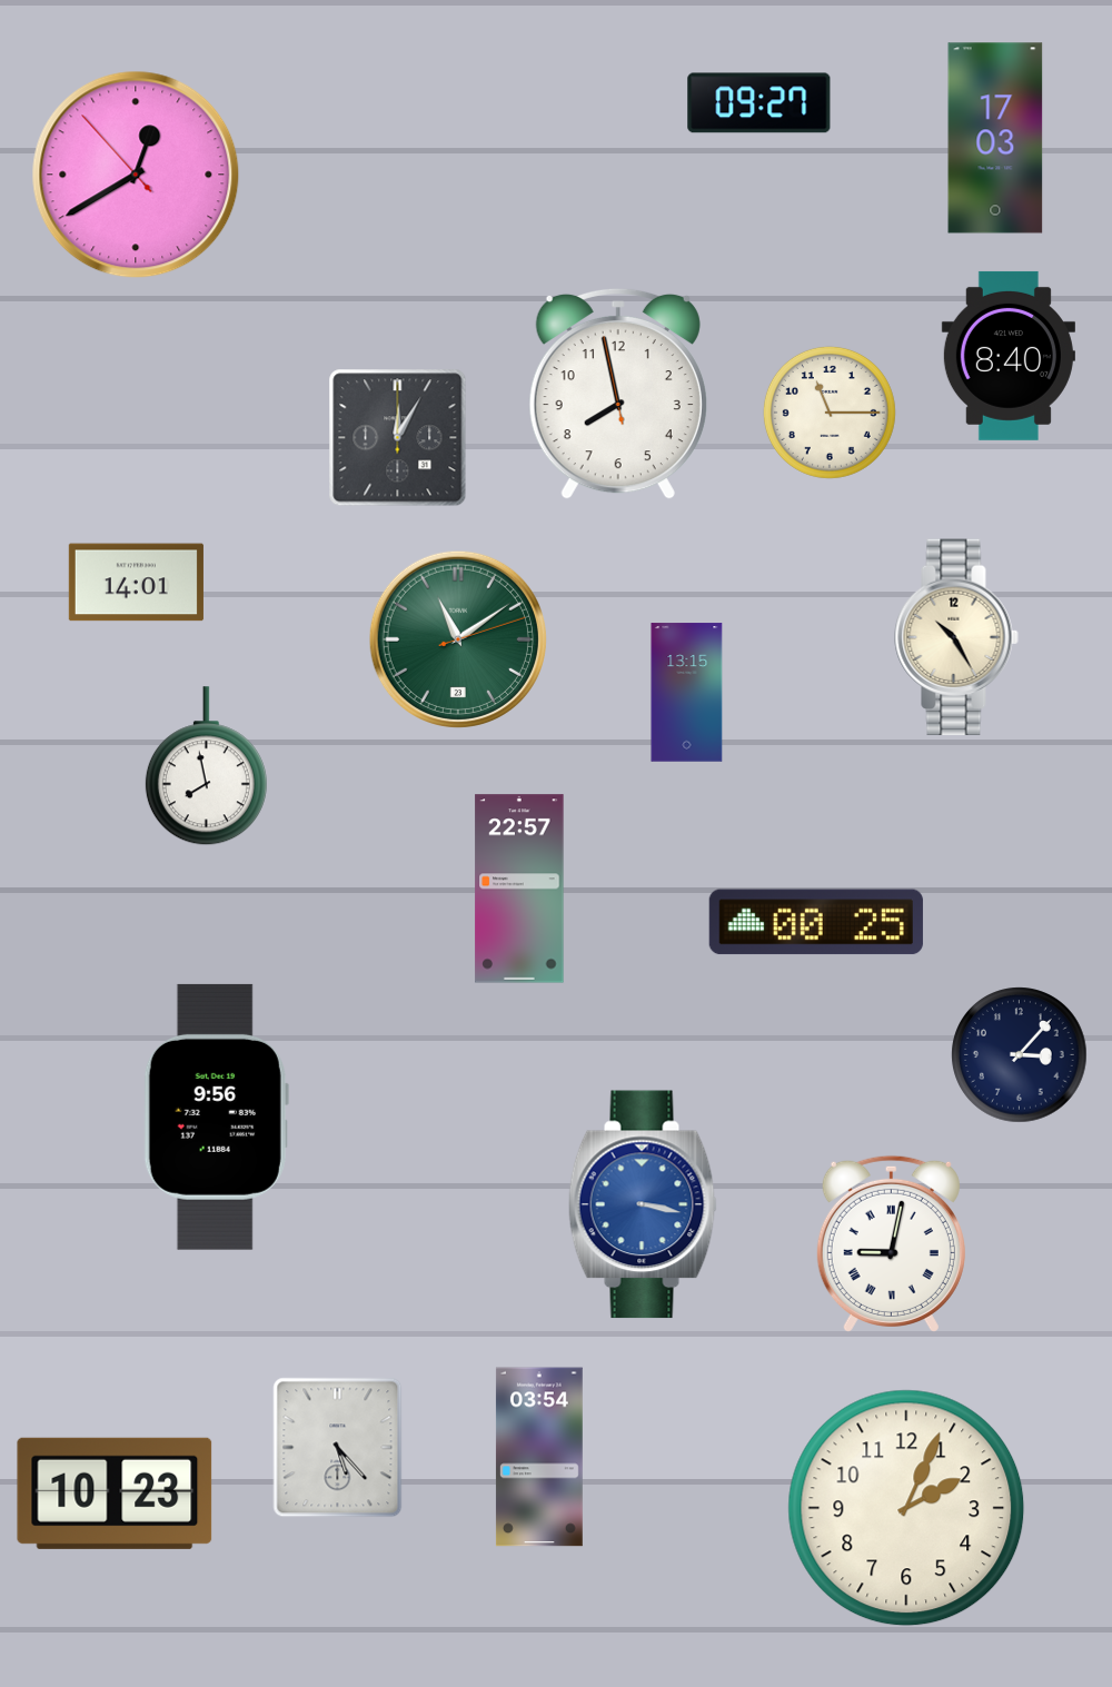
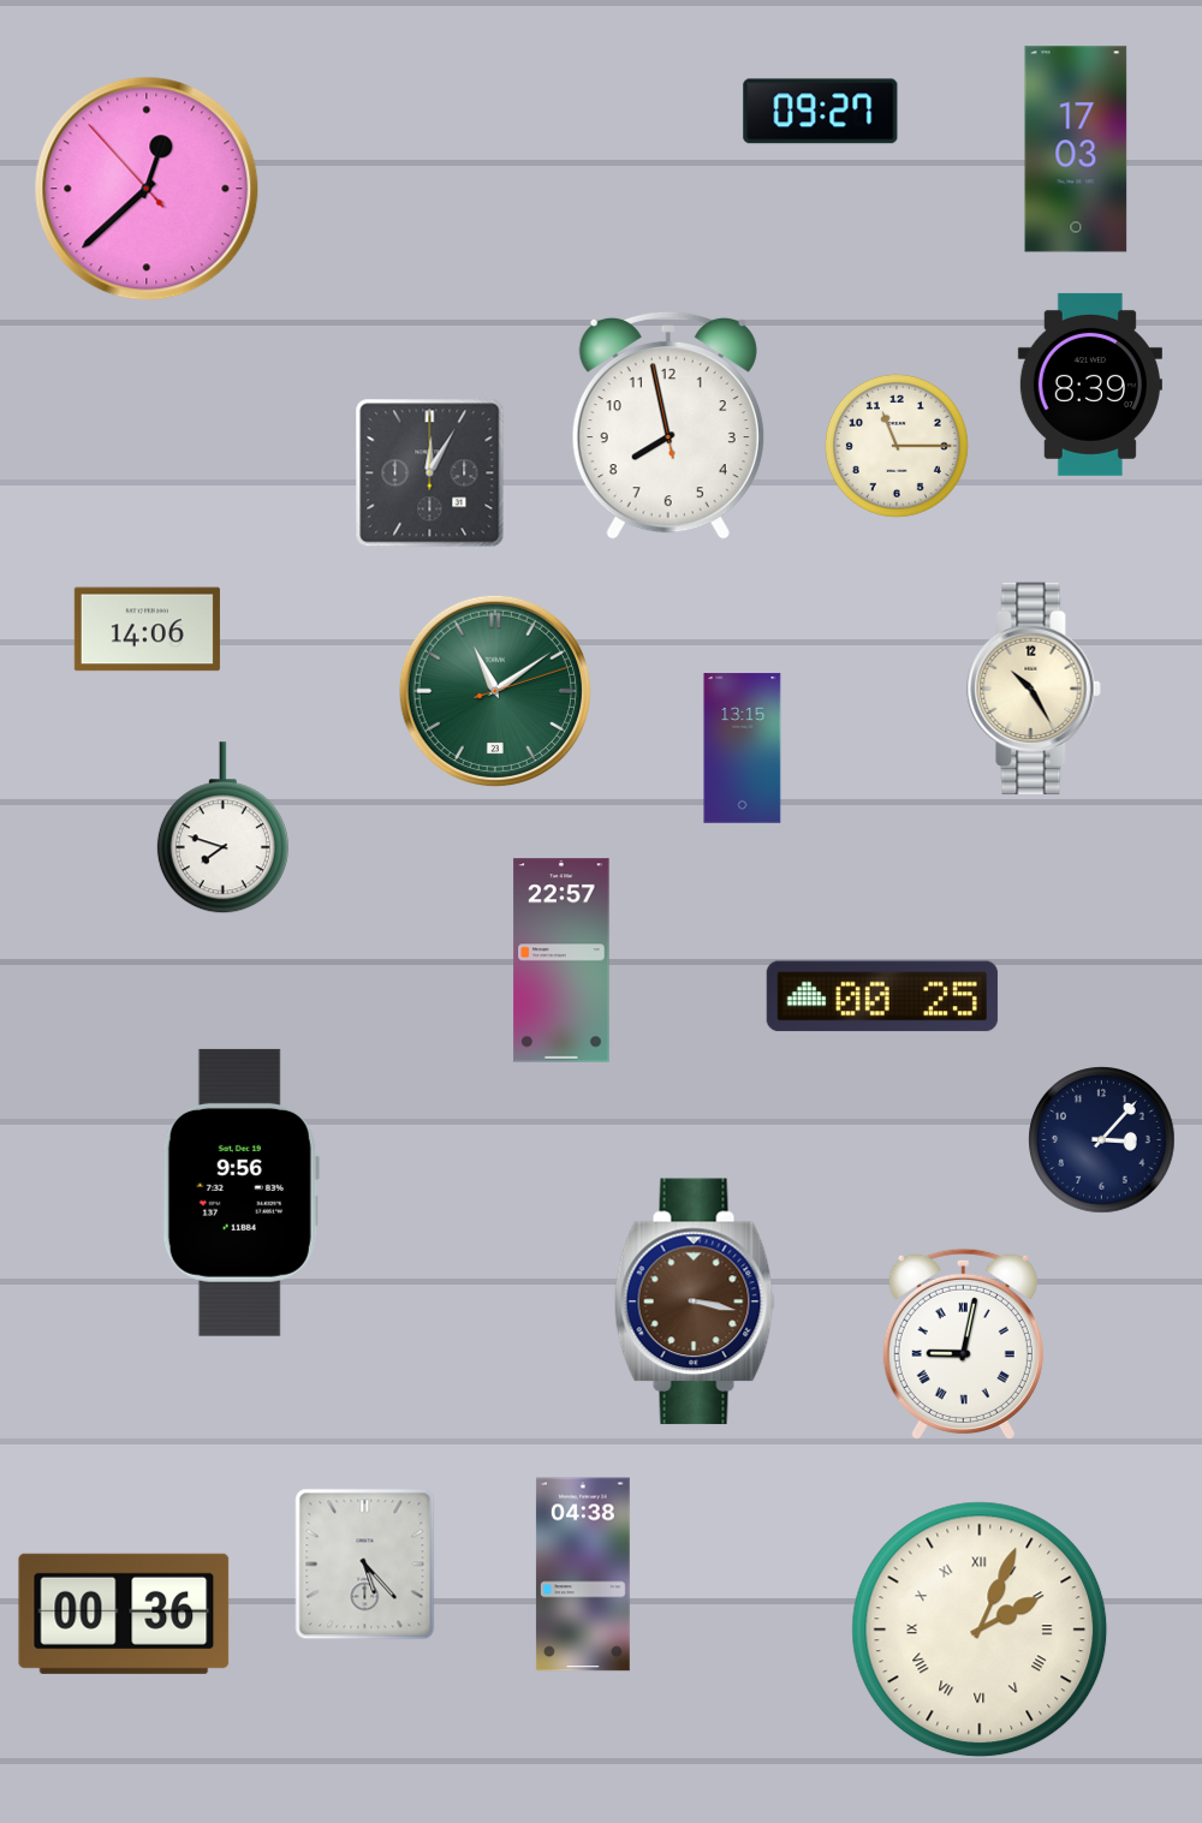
clock at (136, 175): 12:39 -> 12:37
clock at (1009, 356): 8:40 -> 8:39
clock at (136, 583): 14:01 -> 14:06
clock at (206, 766): 7:58 -> 7:48
clock at (216, 1117) position: (216, 1117) -> (240, 1192)
clock at (643, 1204) dial: blue -> brown
clock at (539, 1457): 03:54 -> 04:38
clock at (115, 1494): 10:23 -> 00:36
clock at (906, 1508) numerals: Arabic -> Roman
